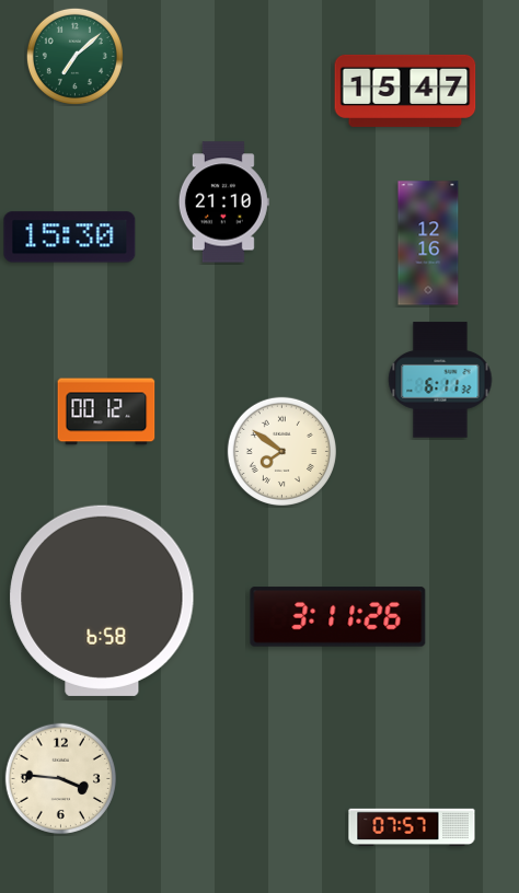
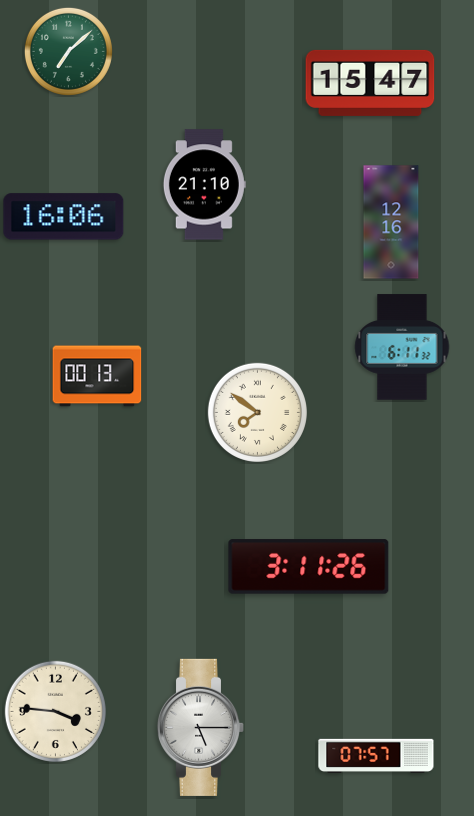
clock at (70, 237): 15:30 -> 16:06
clock at (106, 411): 00:12 -> 00:13
clock at (102, 601): 6:58 -> none
clock at (338, 617) position: (338, 617) -> (309, 567)
clock at (201, 727): none -> 5:15
